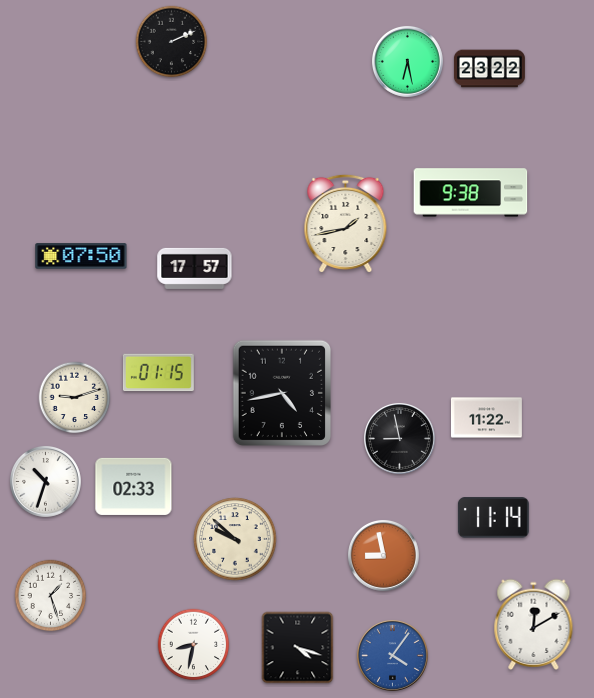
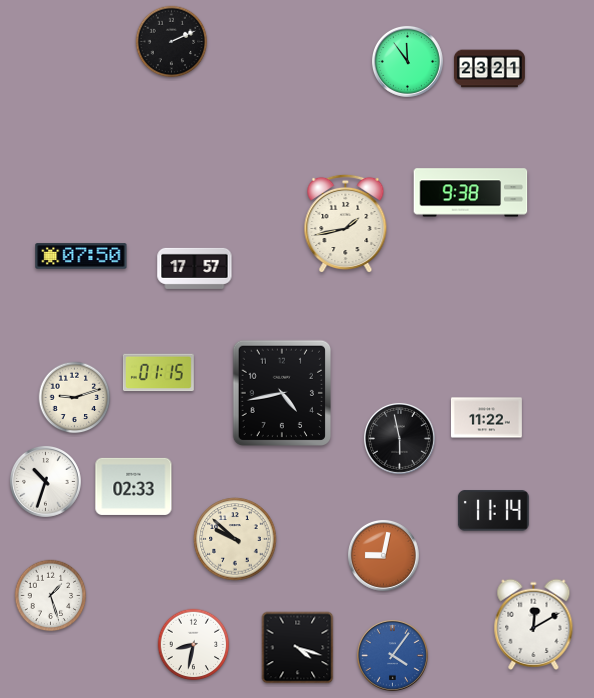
clock at (407, 61): 6:28 -> 11:54
clock at (490, 69): 23:22 -> 23:21
clock at (399, 438): 8:58 -> 5:58
clock at (493, 518) position: (493, 518) -> (493, 511)
clock at (383, 555): 8:58 -> 9:02
